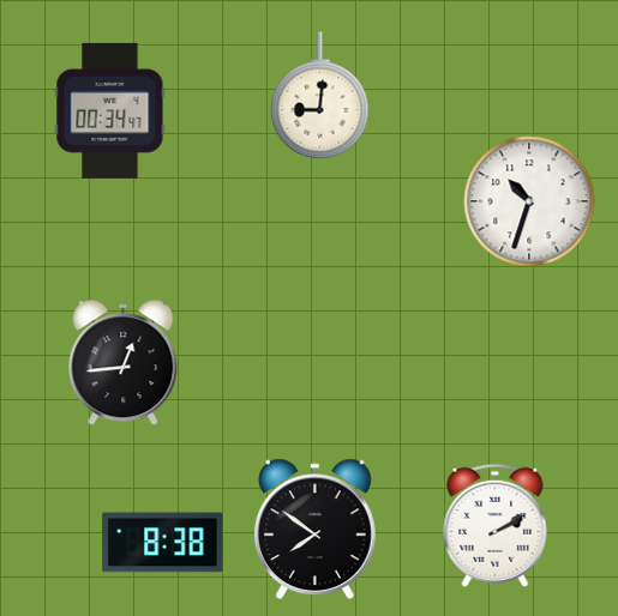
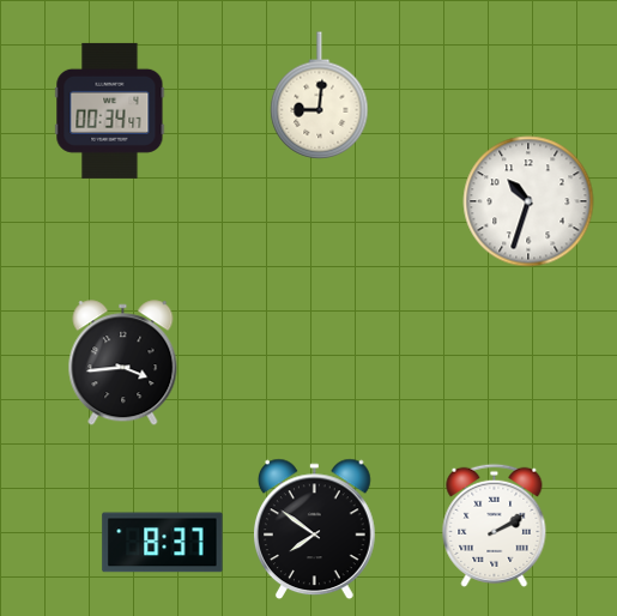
clock at (124, 363): 12:44 -> 3:44
clock at (163, 543): 8:38 -> 8:37
